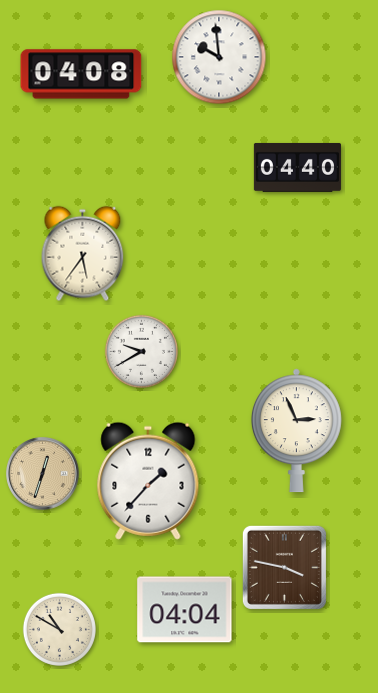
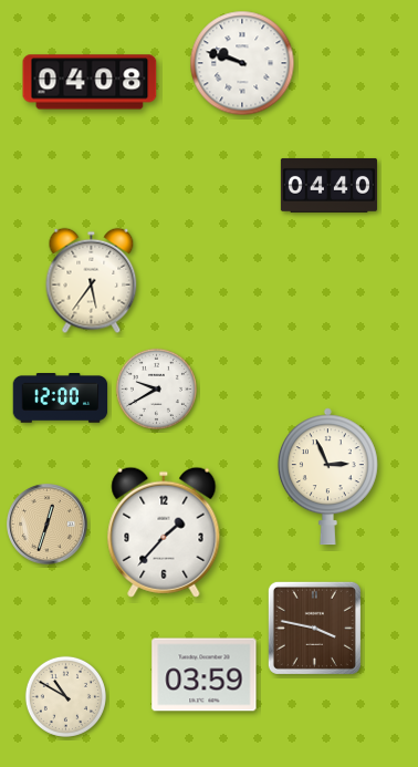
clock at (219, 57): 9:59 -> 9:48
clock at (61, 398): none -> 12:00
clock at (185, 610): 04:04 -> 03:59
